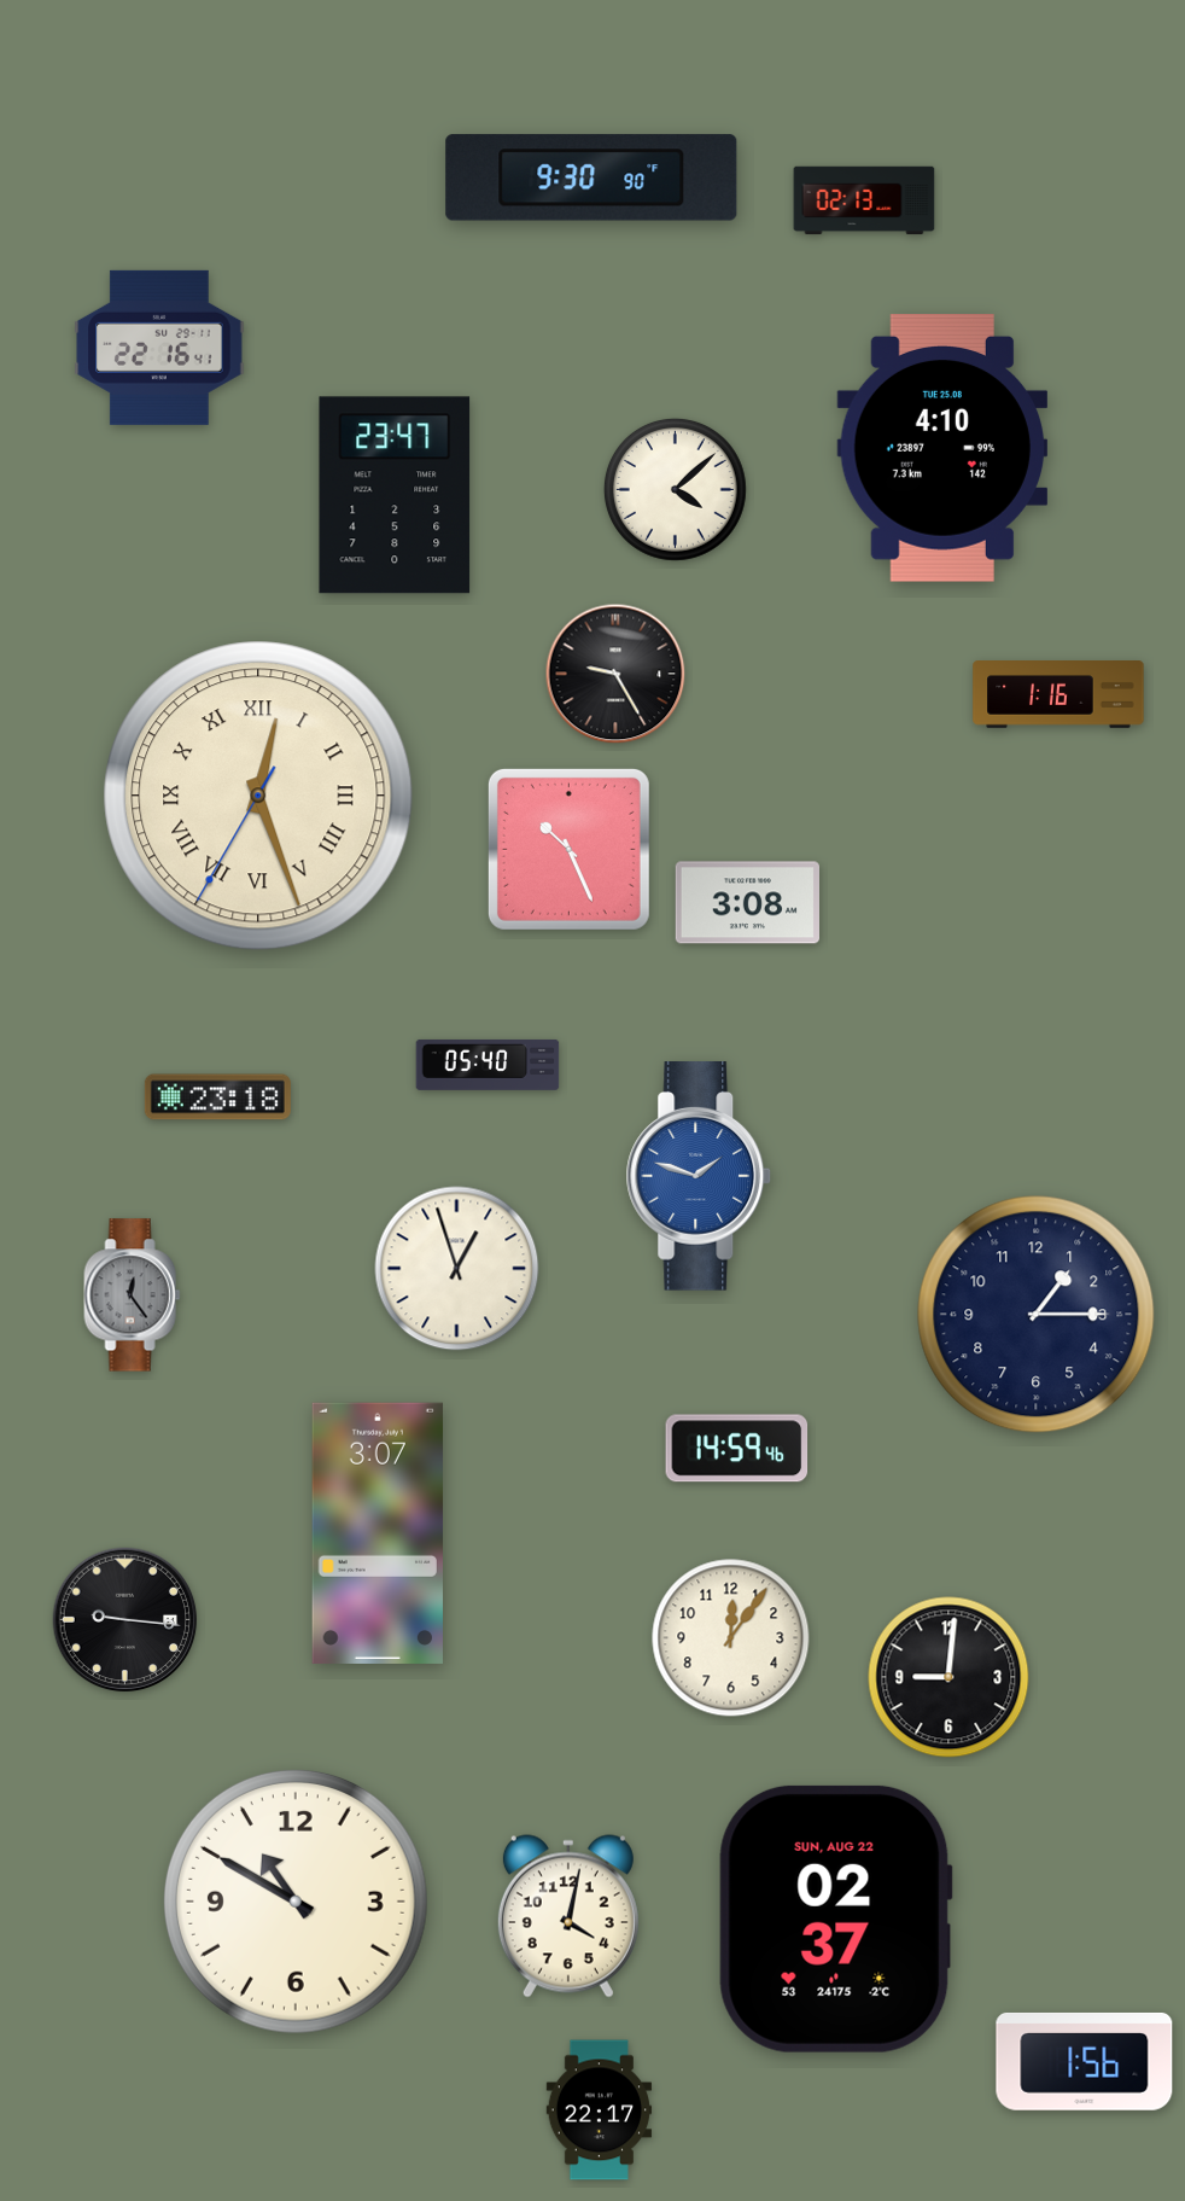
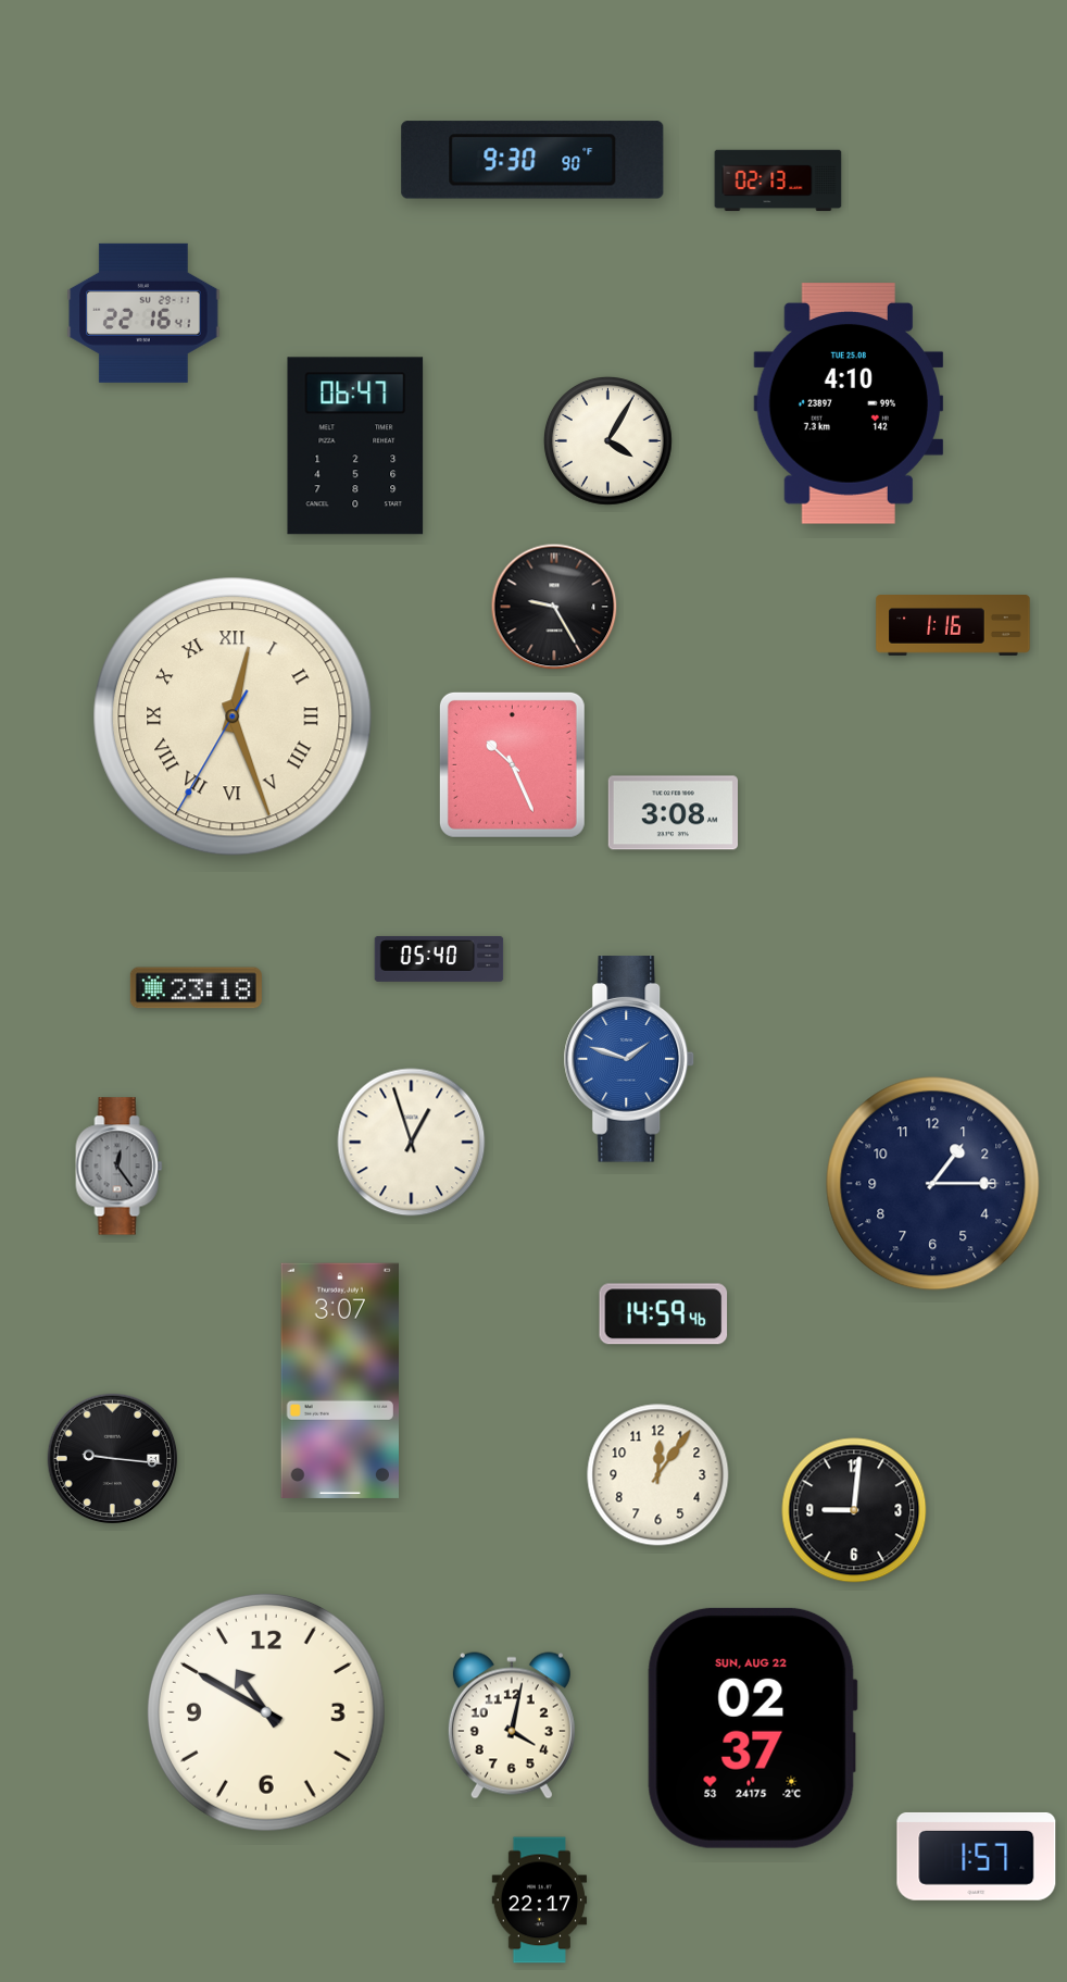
clock at (675, 489): 4:08 -> 4:05
clock at (395, 495): 23:47 -> 06:47
clock at (737, 1449) position: (737, 1449) -> (664, 1314)
clock at (1085, 2061): 1:56 -> 1:57
